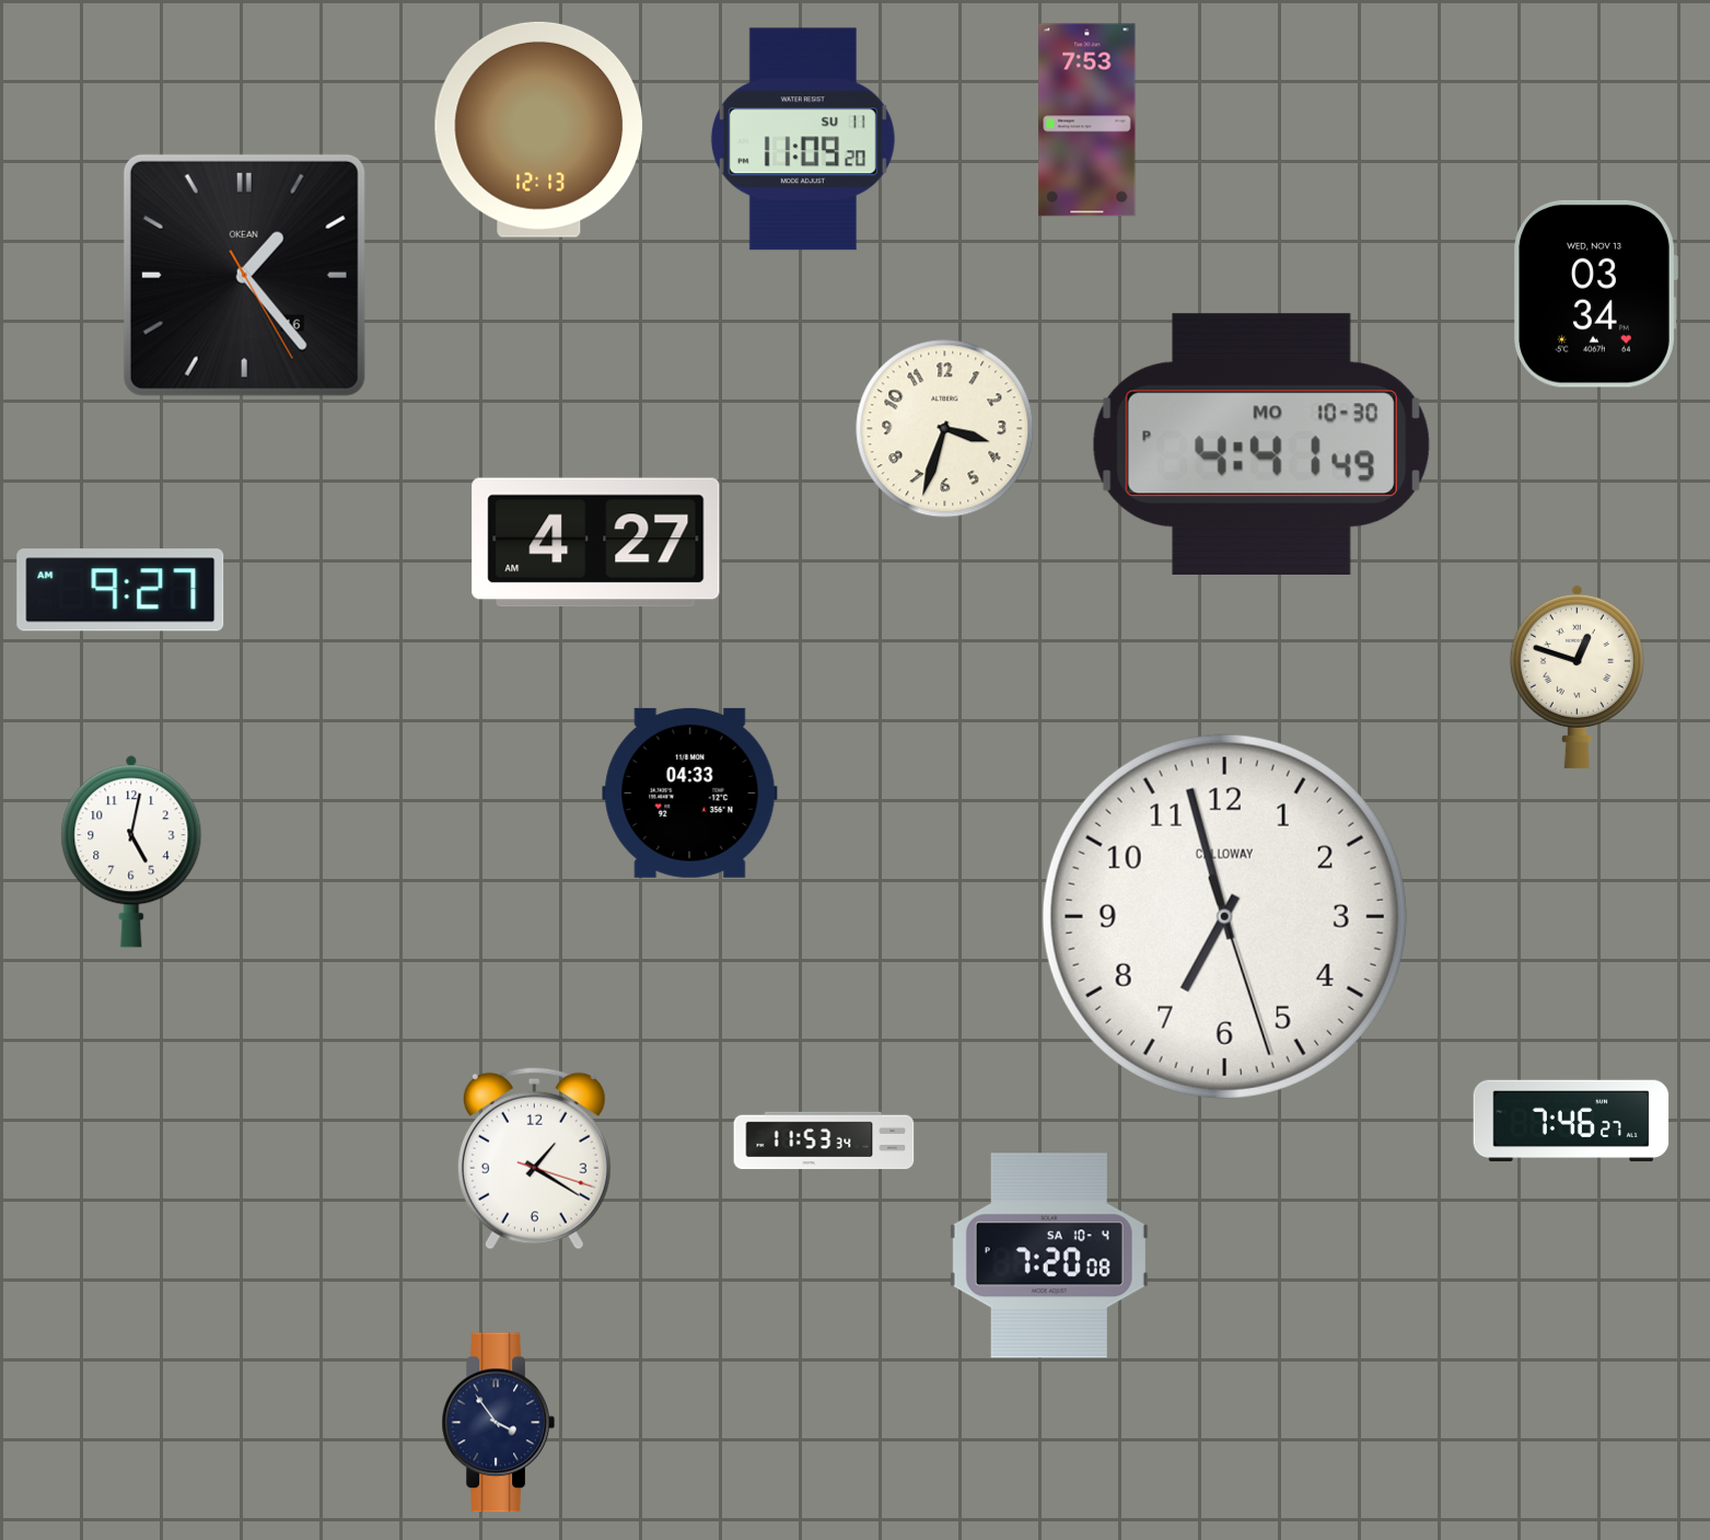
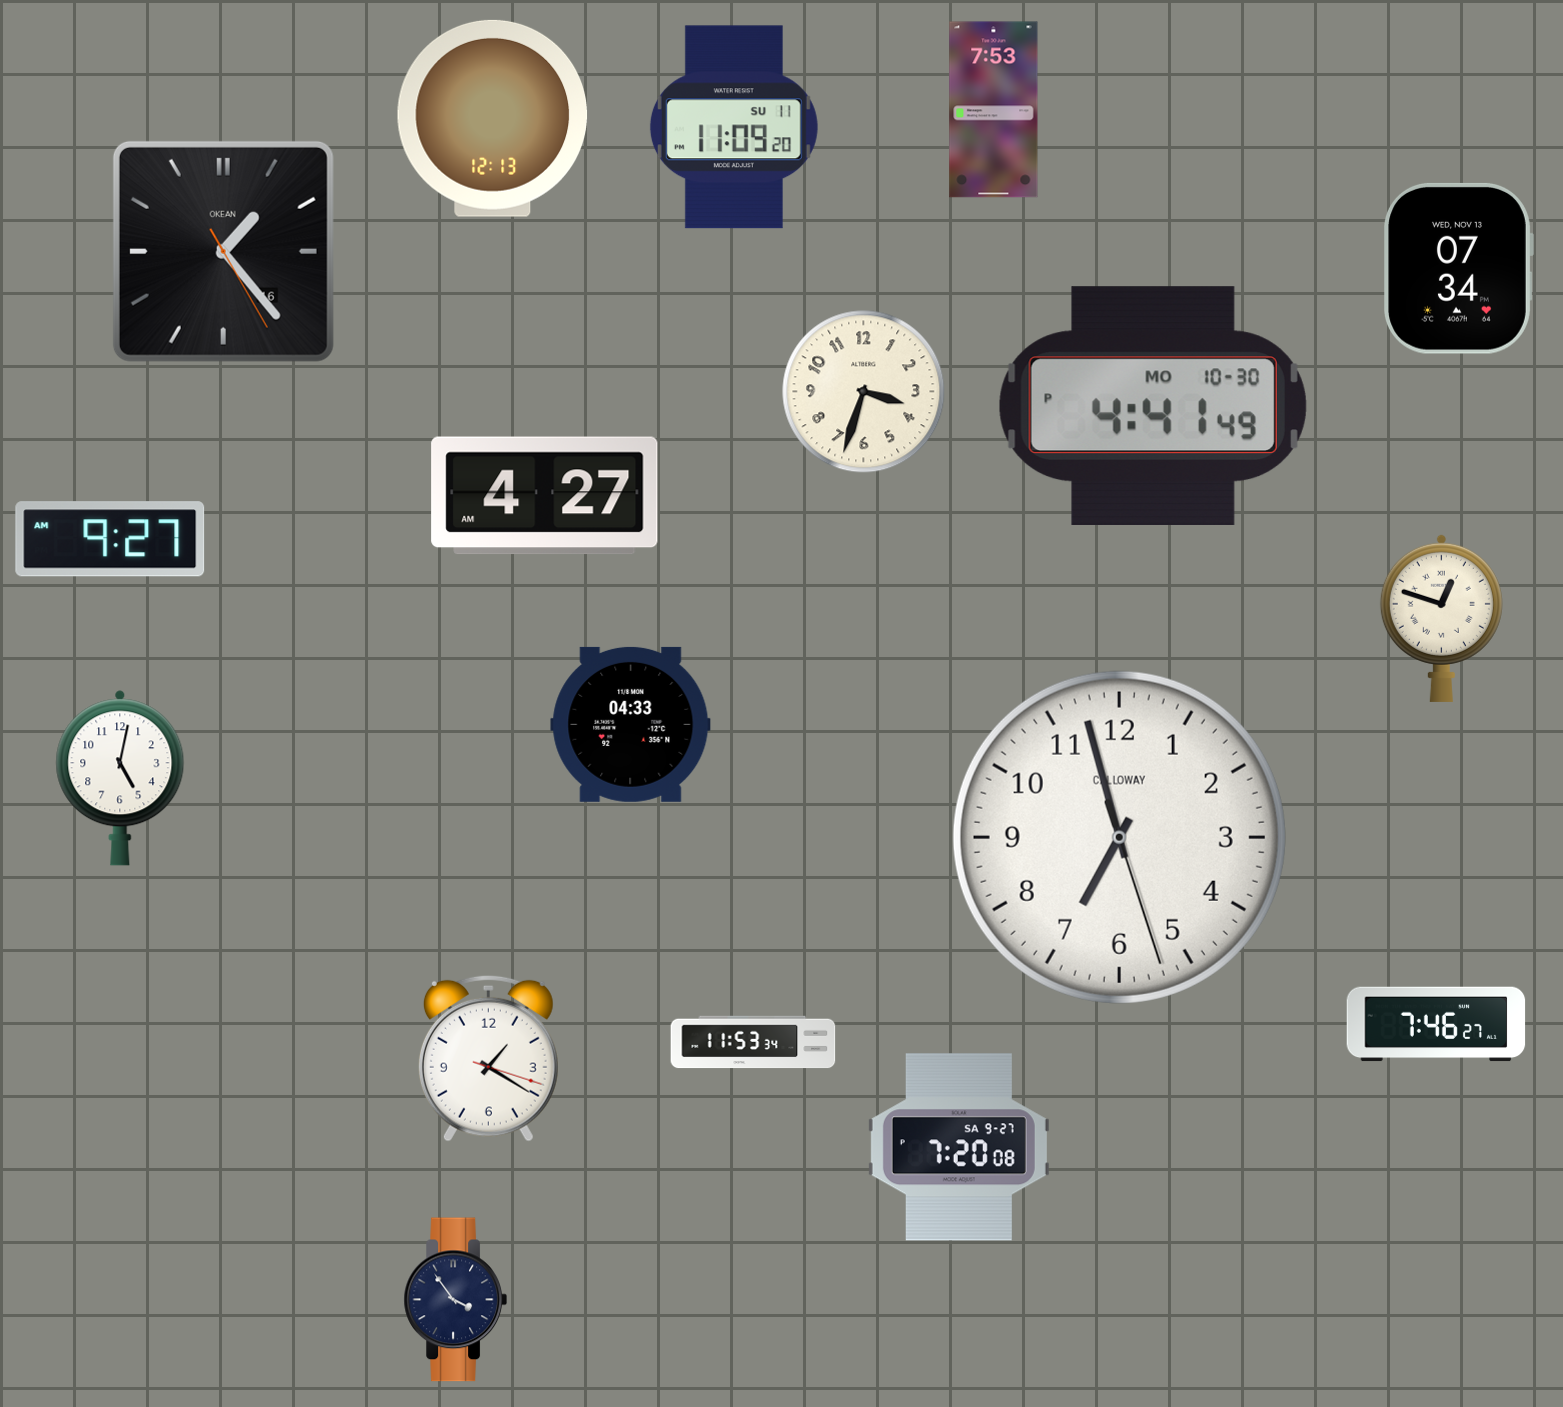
clock at (1595, 293): 03:34 -> 07:34
clock at (1049, 1255) date: SA 10-4 -> SA 9-27
